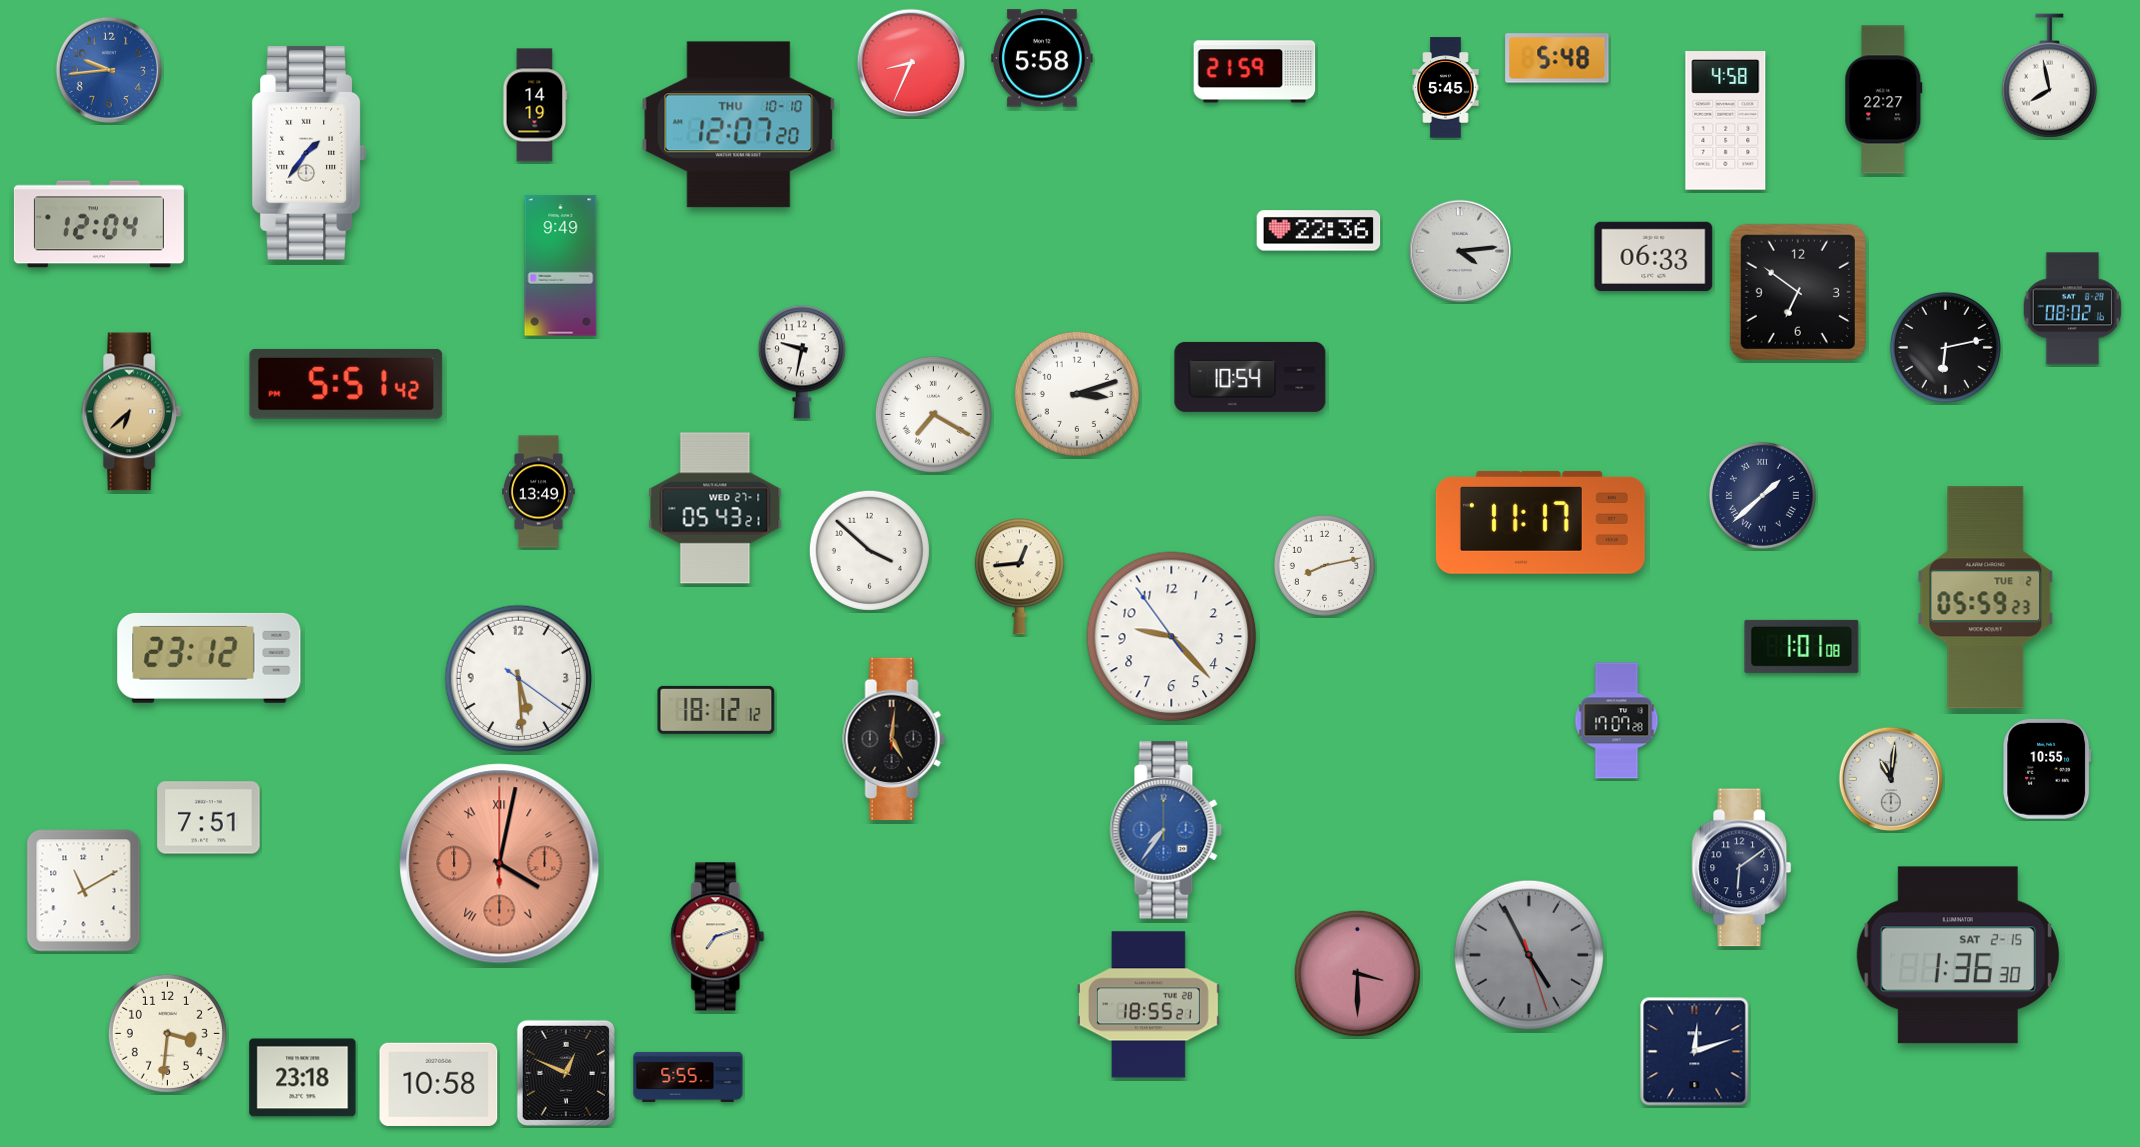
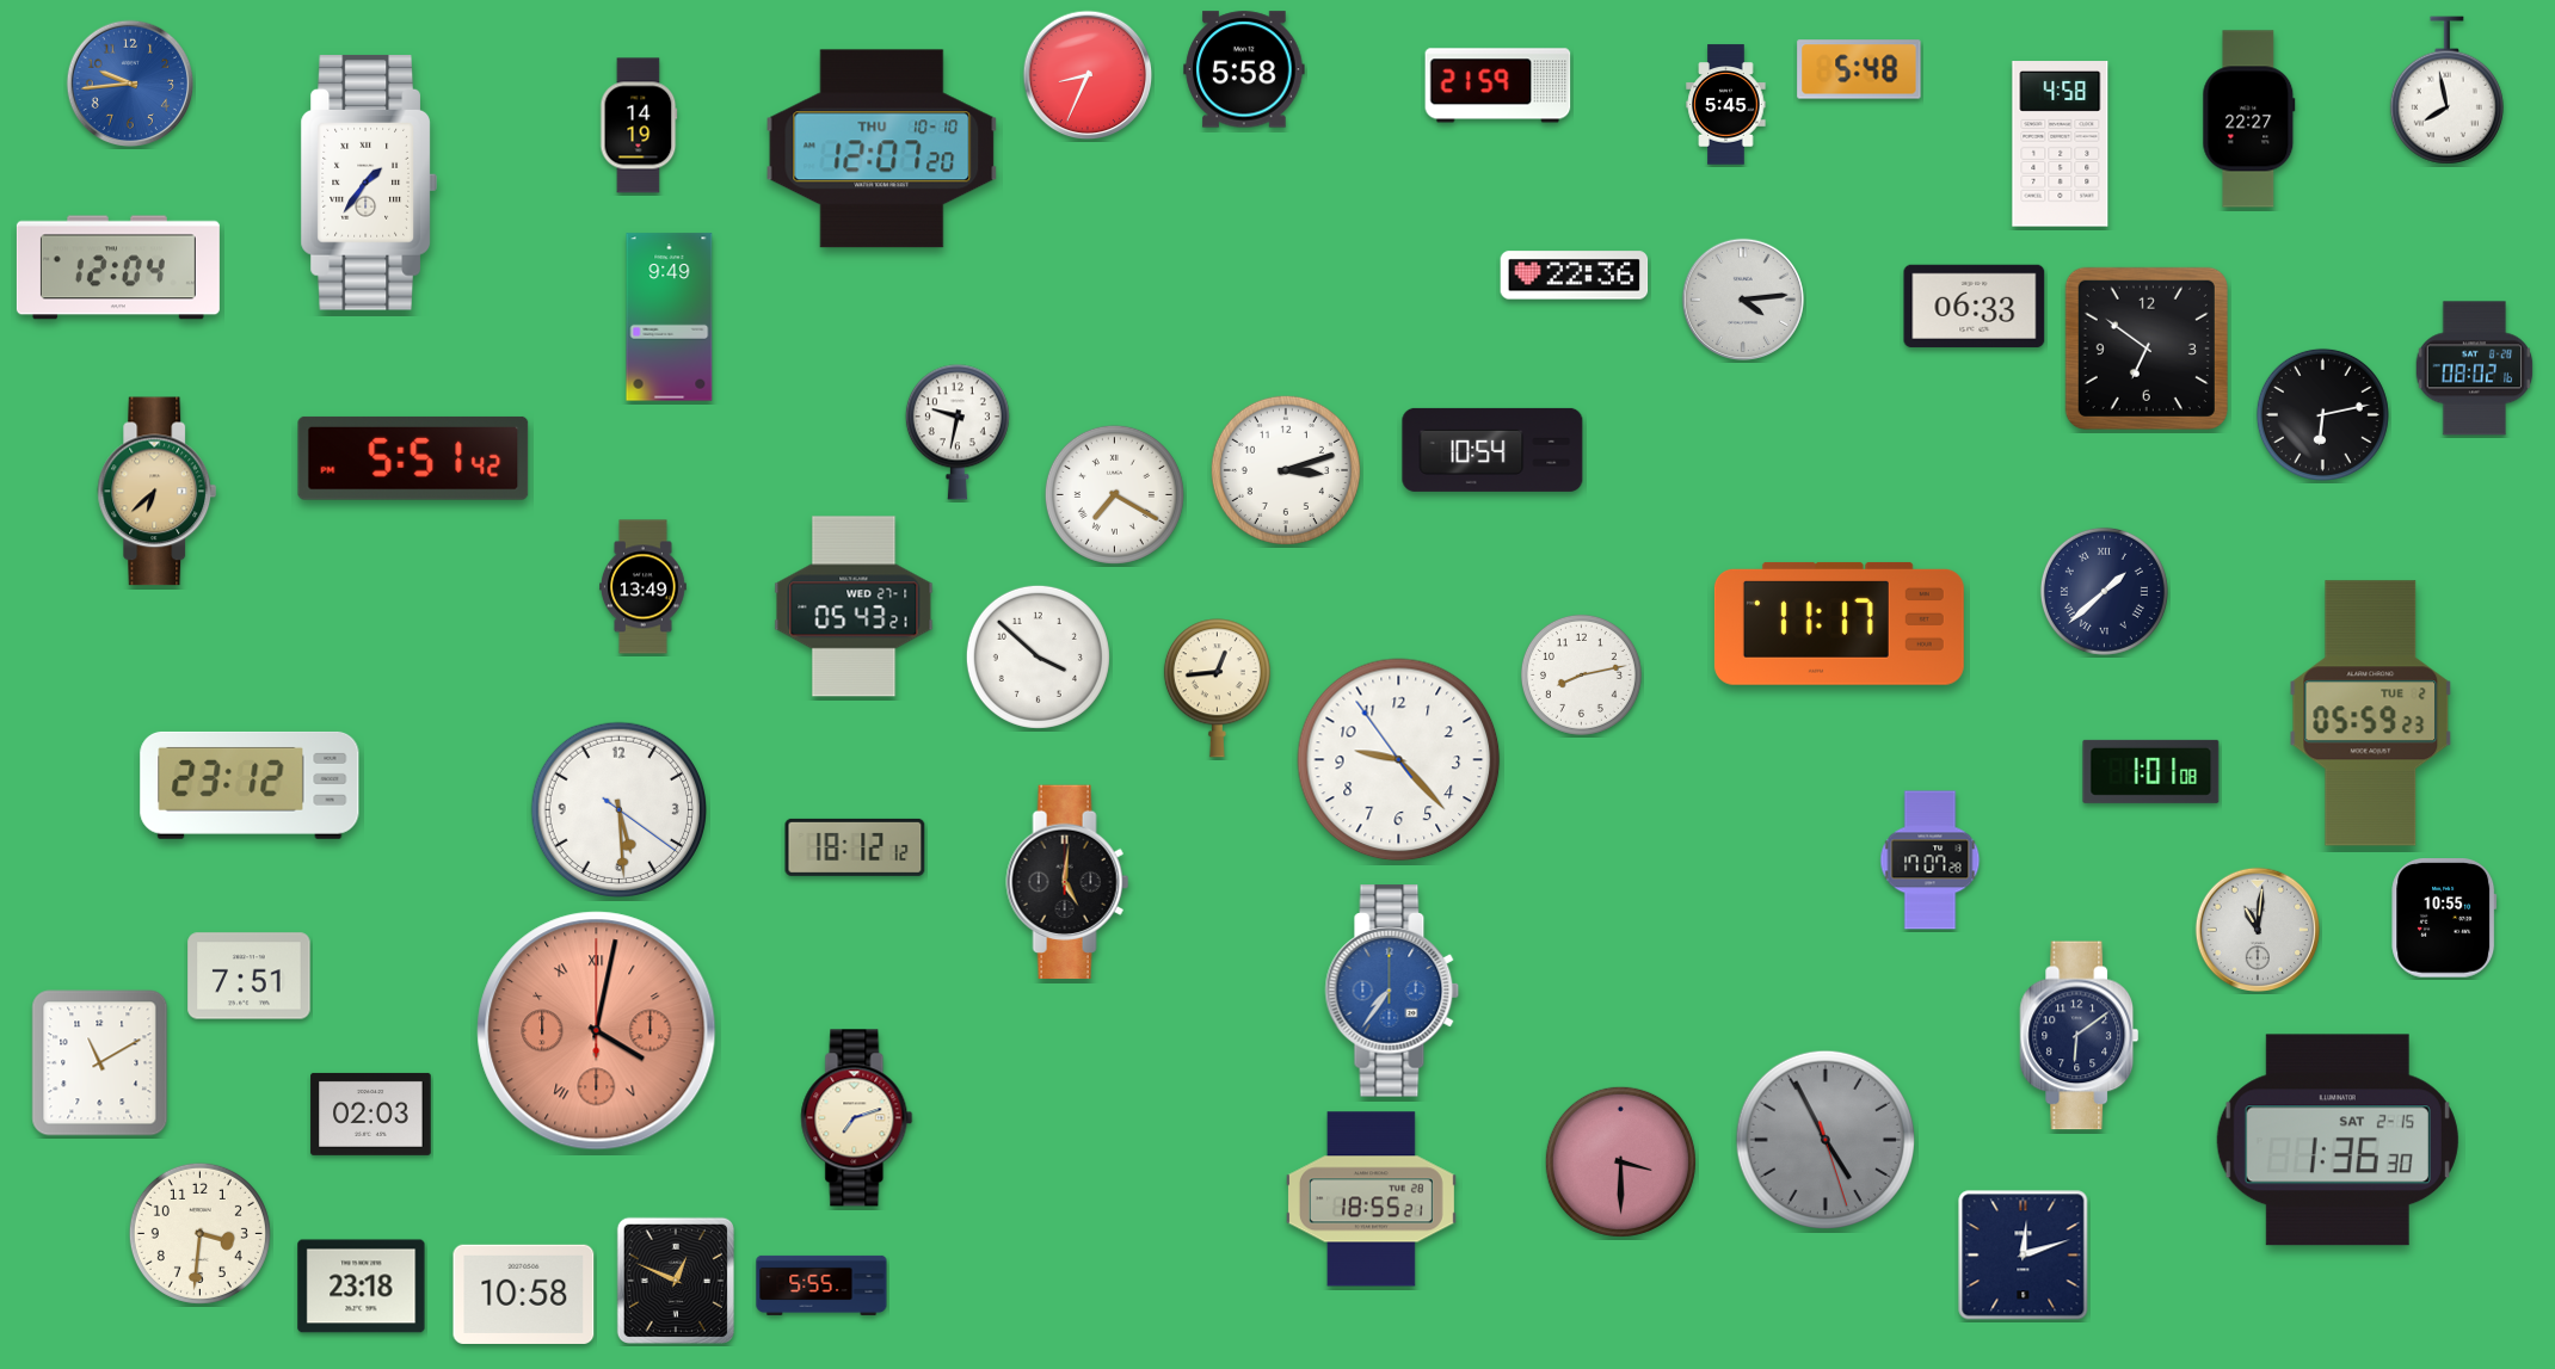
clock at (371, 1114): none -> 02:03
